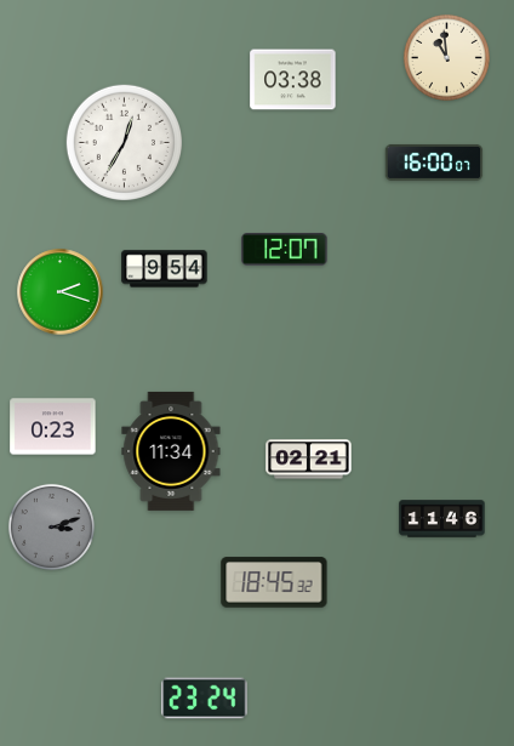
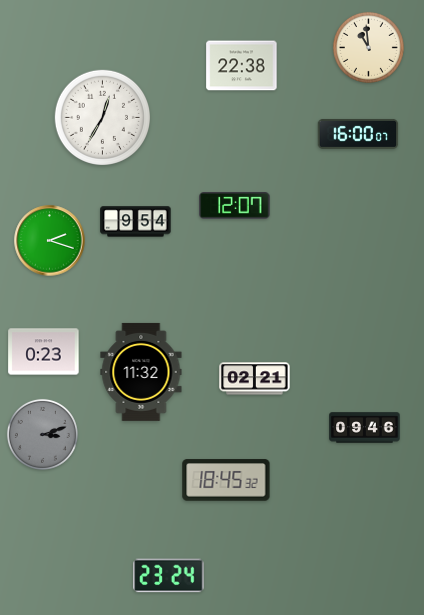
clock at (293, 80): 03:38 -> 22:38
clock at (171, 451): 11:34 -> 11:32
clock at (442, 519): 11:46 -> 09:46
